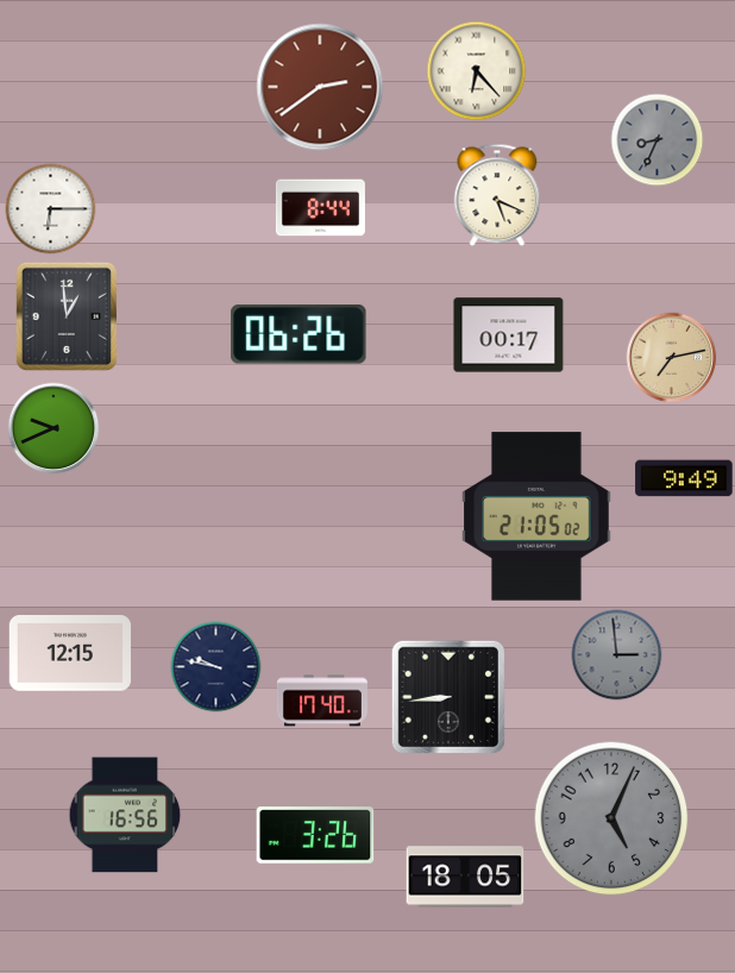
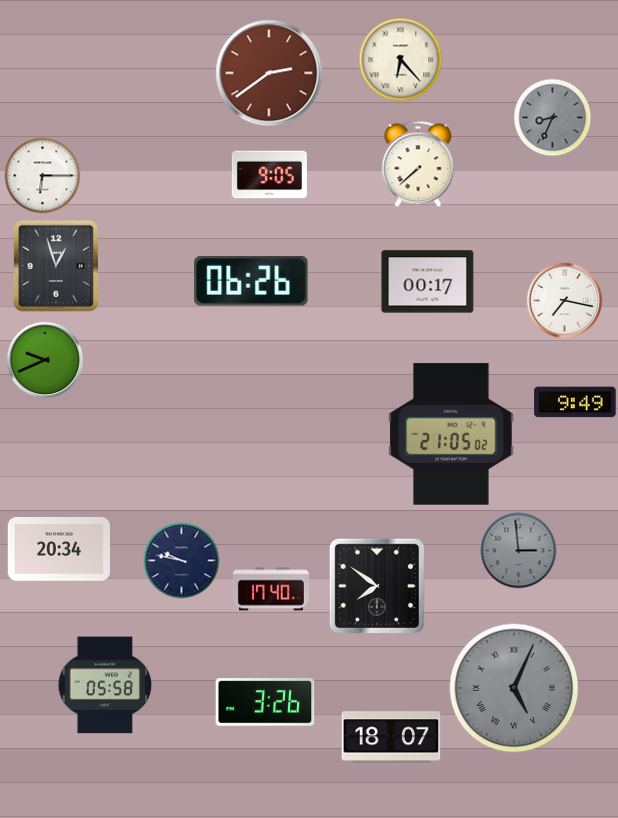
clock at (497, 195): 5:19 -> 7:38
clock at (320, 208): 8:44 -> 9:05
clock at (67, 316): 12:59 -> 12:57
clock at (672, 358): 7:13 -> 7:17
clock at (672, 358) dial: champagne -> white
clock at (70, 654): 12:15 -> 20:34
clock at (448, 697): 8:44 -> 7:51
clock at (125, 815): 16:56 -> 05:58
clock at (611, 818) numerals: Arabic -> Roman
clock at (465, 877): 18:05 -> 18:07
